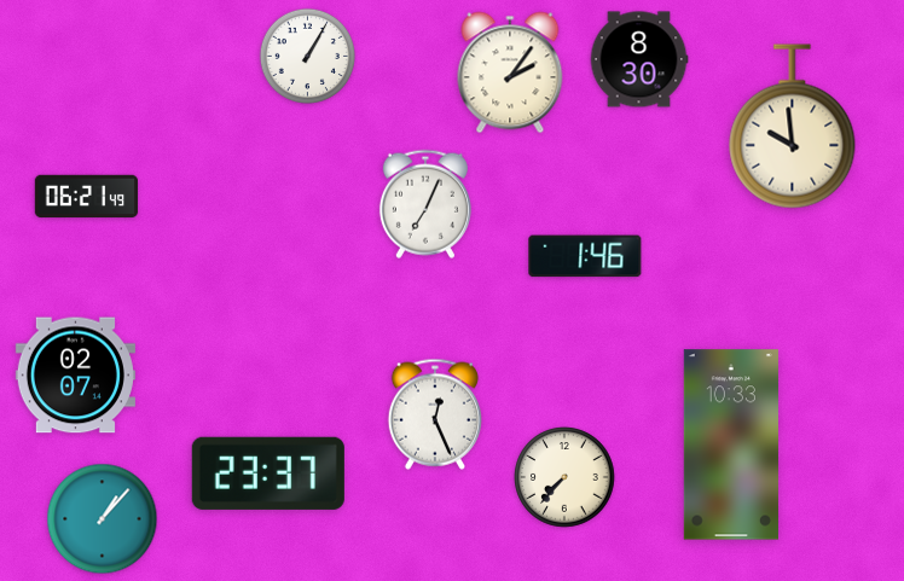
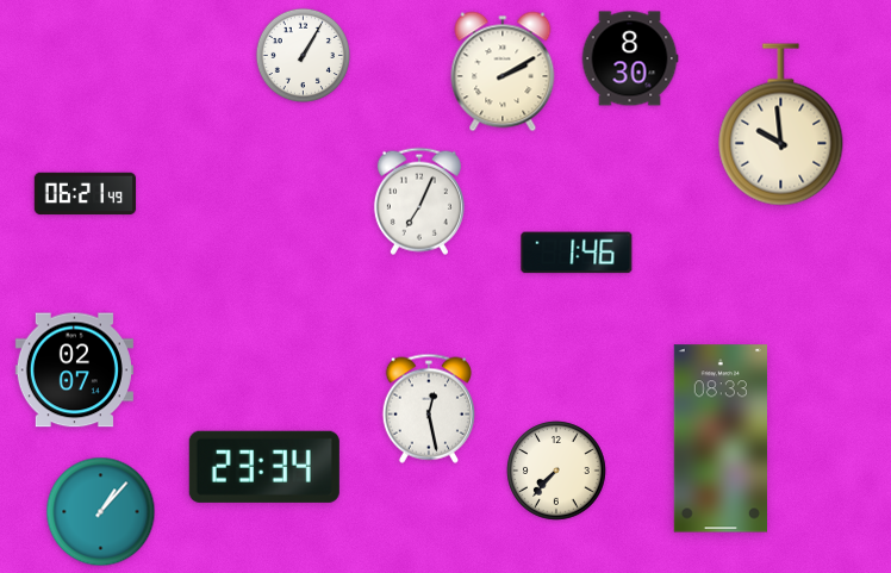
clock at (510, 72): 2:06 -> 2:10
clock at (434, 414): 12:26 -> 12:28
clock at (731, 445): 10:33 -> 08:33
clock at (268, 473): 23:37 -> 23:34
